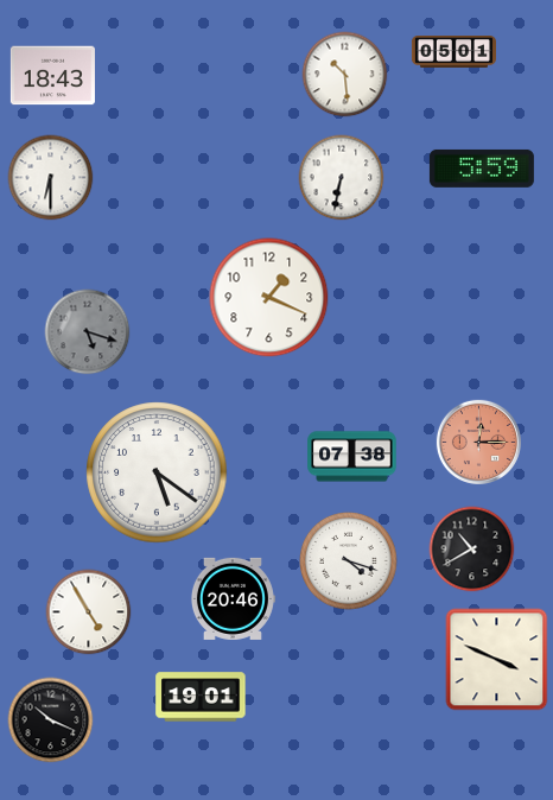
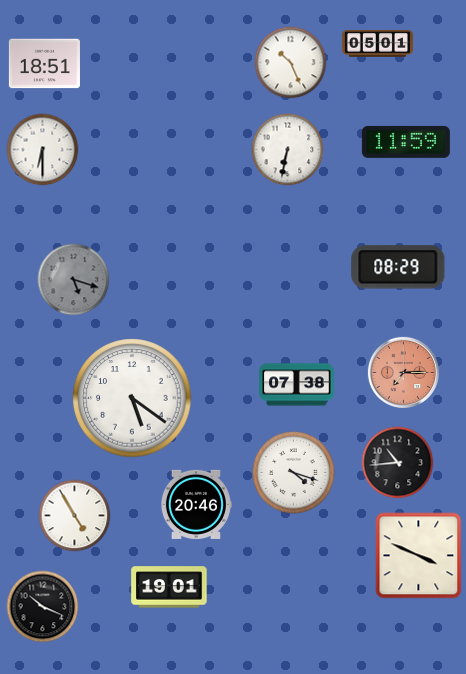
clock at (453, 52) position: (453, 52) -> (377, 44)
clock at (345, 75): 10:29 -> 10:26
clock at (52, 76): 18:43 -> 18:51
clock at (482, 169): 5:59 -> 11:59
clock at (269, 298): 1:19 -> none
clock at (398, 267): none -> 08:29
clock at (478, 442): 12:15 -> 7:15
clock at (472, 550): 10:40 -> 10:44
